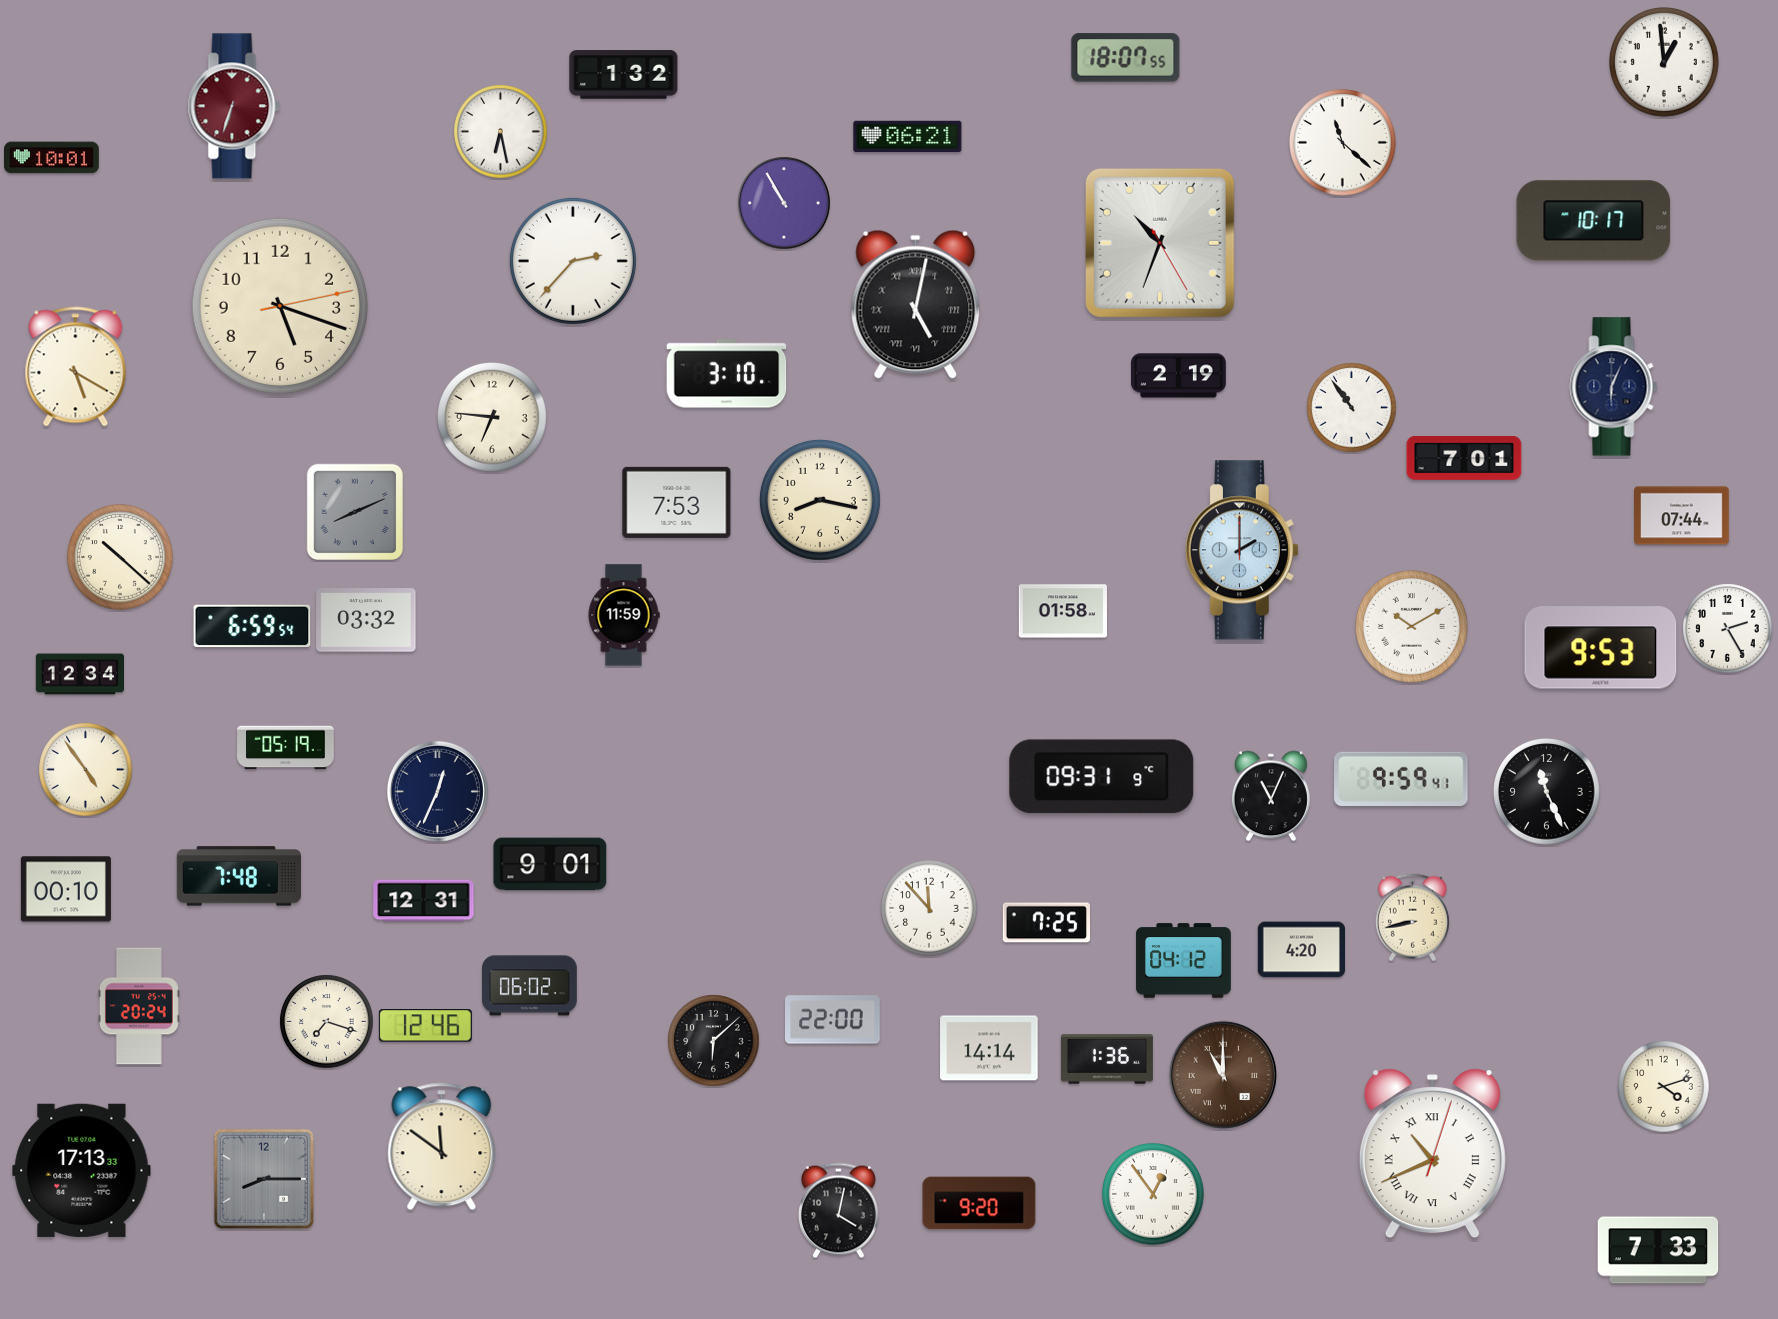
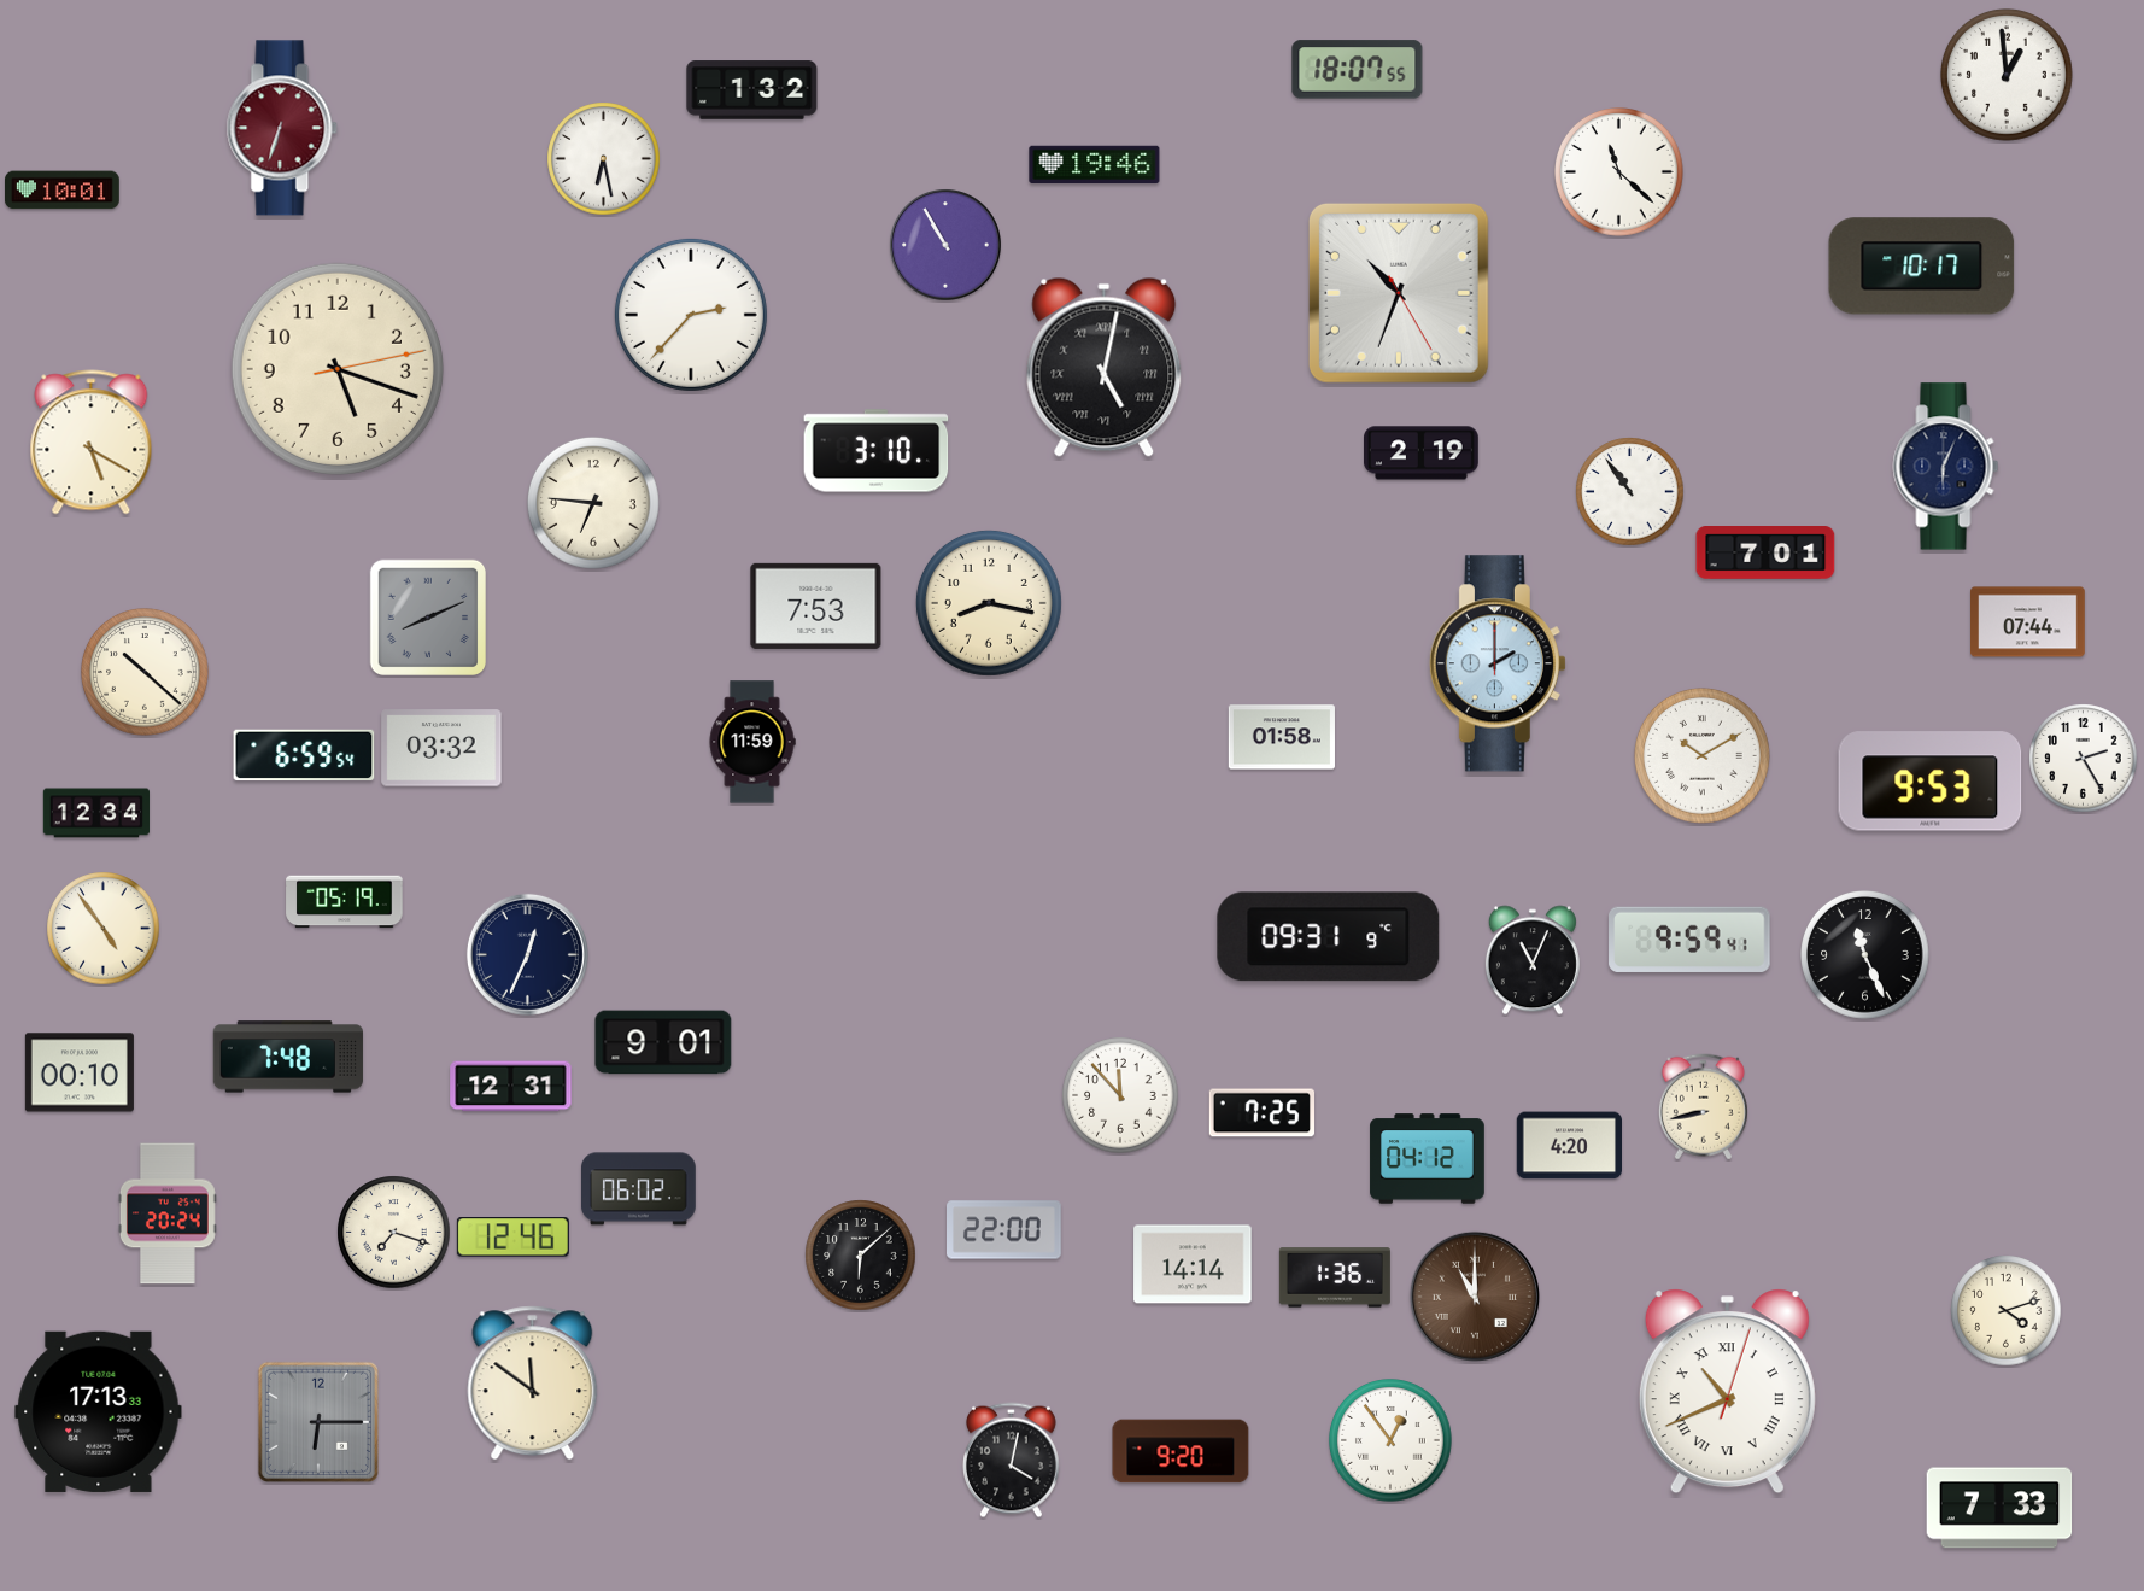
clock at (908, 137): 06:21 -> 19:46
clock at (264, 1179): 8:15 -> 6:15
